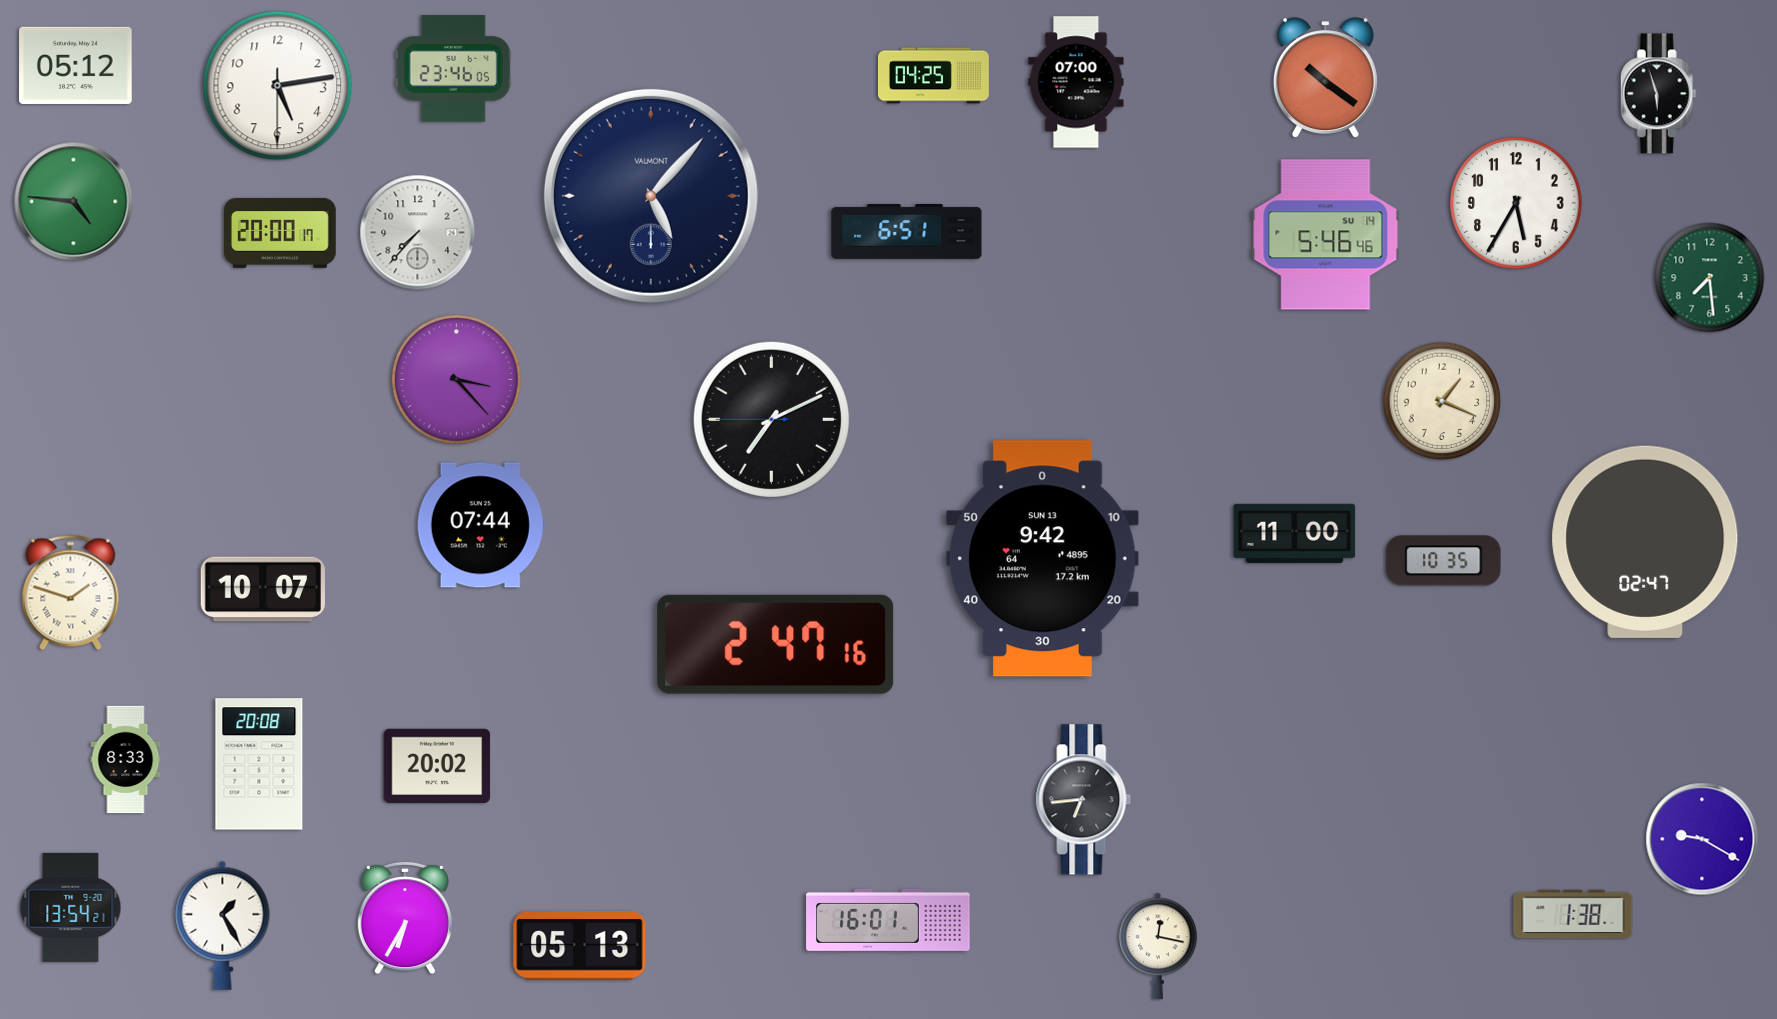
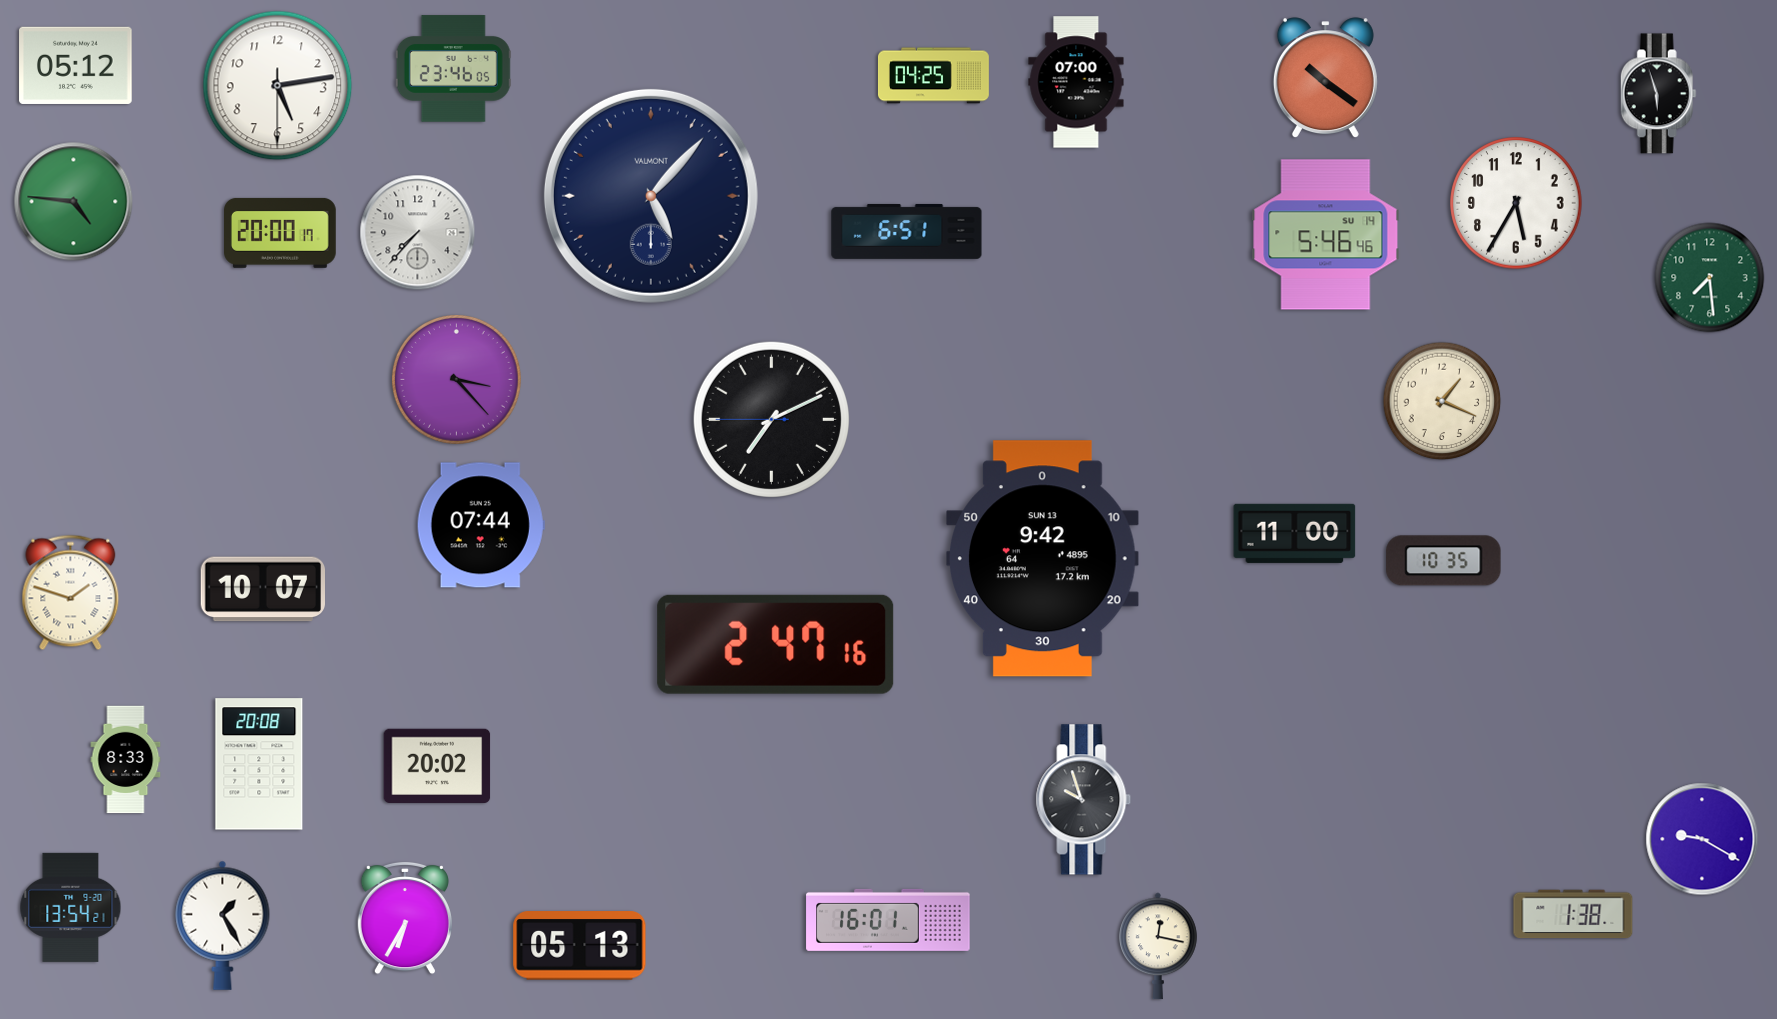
clock at (1645, 542): 02:47 -> none
clock at (1084, 800): 6:44 -> 9:57
